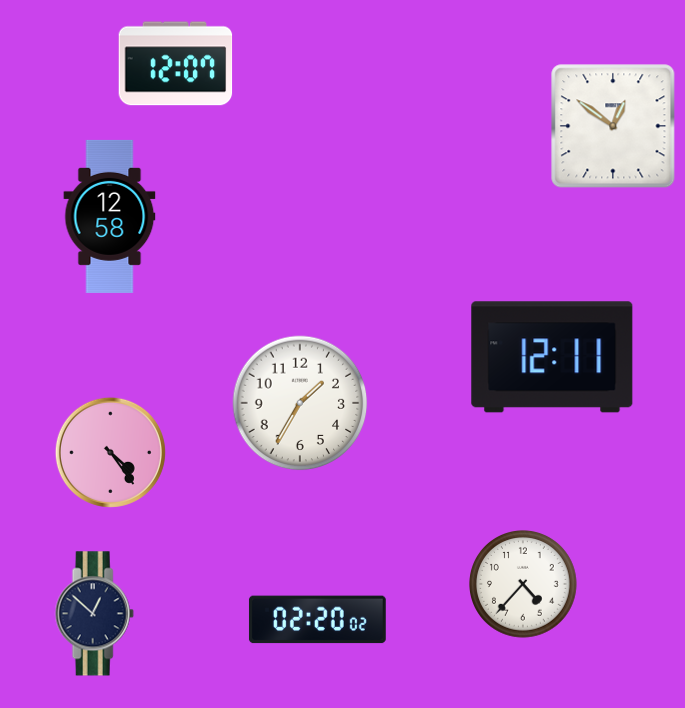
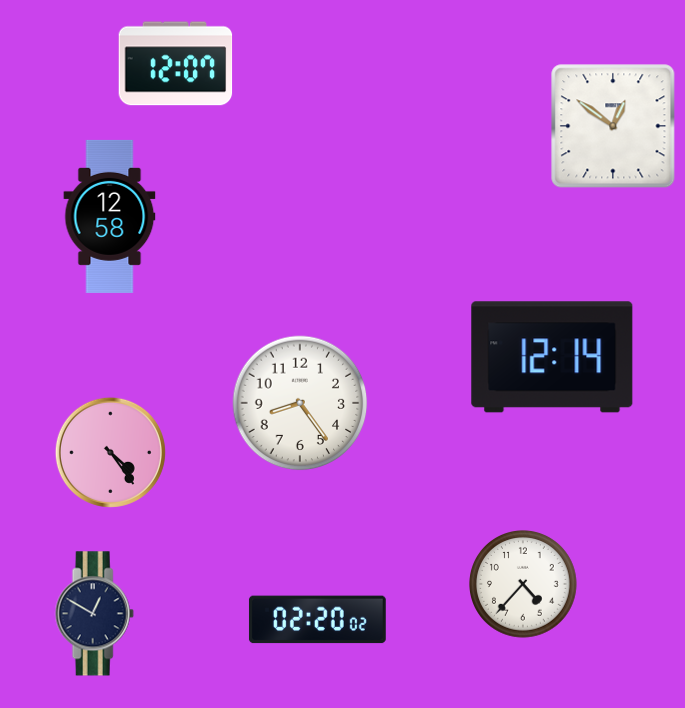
clock at (552, 357): 12:11 -> 12:14
clock at (300, 403): 1:35 -> 8:24
clock at (94, 614): 12:52 -> 12:50
